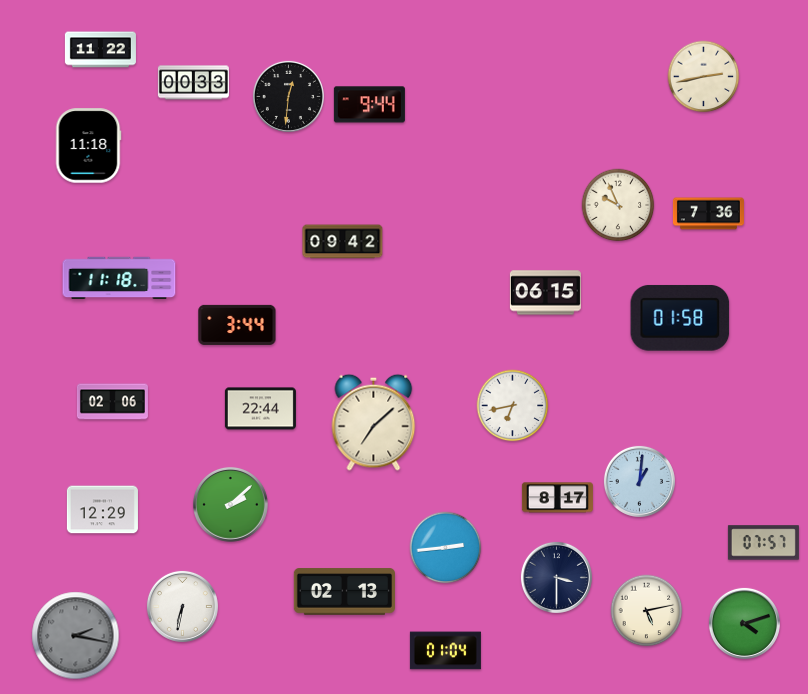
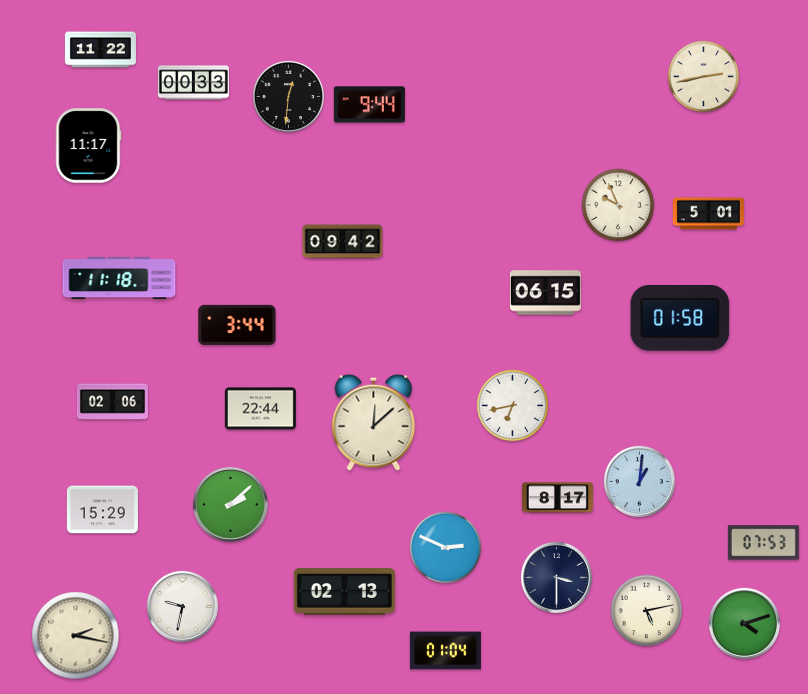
clock at (88, 146): 11:18 -> 11:17
clock at (708, 214): 7:36 -> 5:01
clock at (374, 422): 7:08 -> 12:08
clock at (102, 510): 12:29 -> 15:29
clock at (763, 543): 07:57 -> 07:53
clock at (446, 548): 2:44 -> 2:49
clock at (182, 606): 6:32 -> 9:32
clock at (76, 636) dial: grey -> cream
